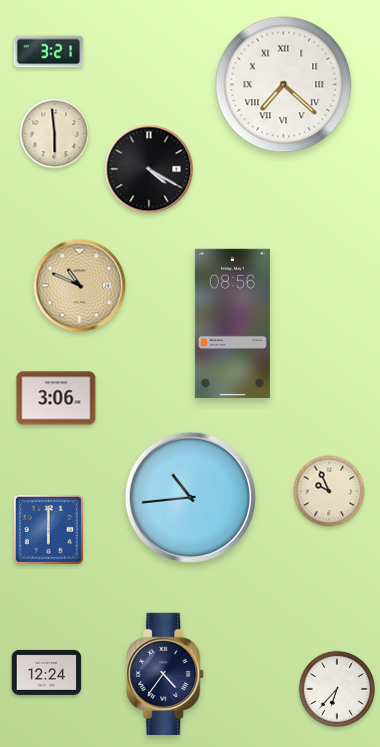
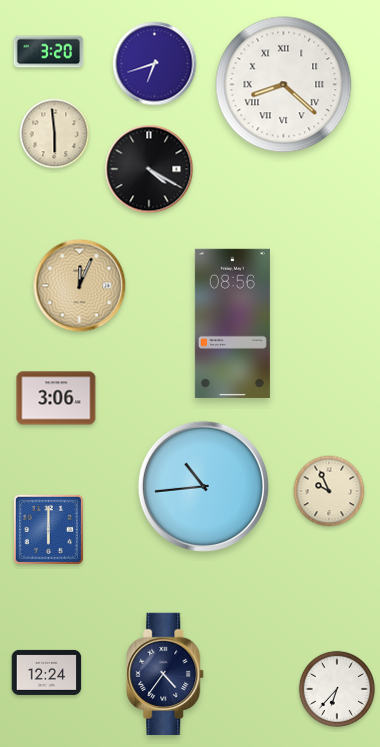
clock at (49, 52): 3:21 -> 3:20
clock at (155, 64): none -> 6:42
clock at (284, 85): 7:22 -> 8:22
clock at (80, 286): 10:49 -> 12:04
clock at (190, 497) position: (190, 497) -> (203, 486)
